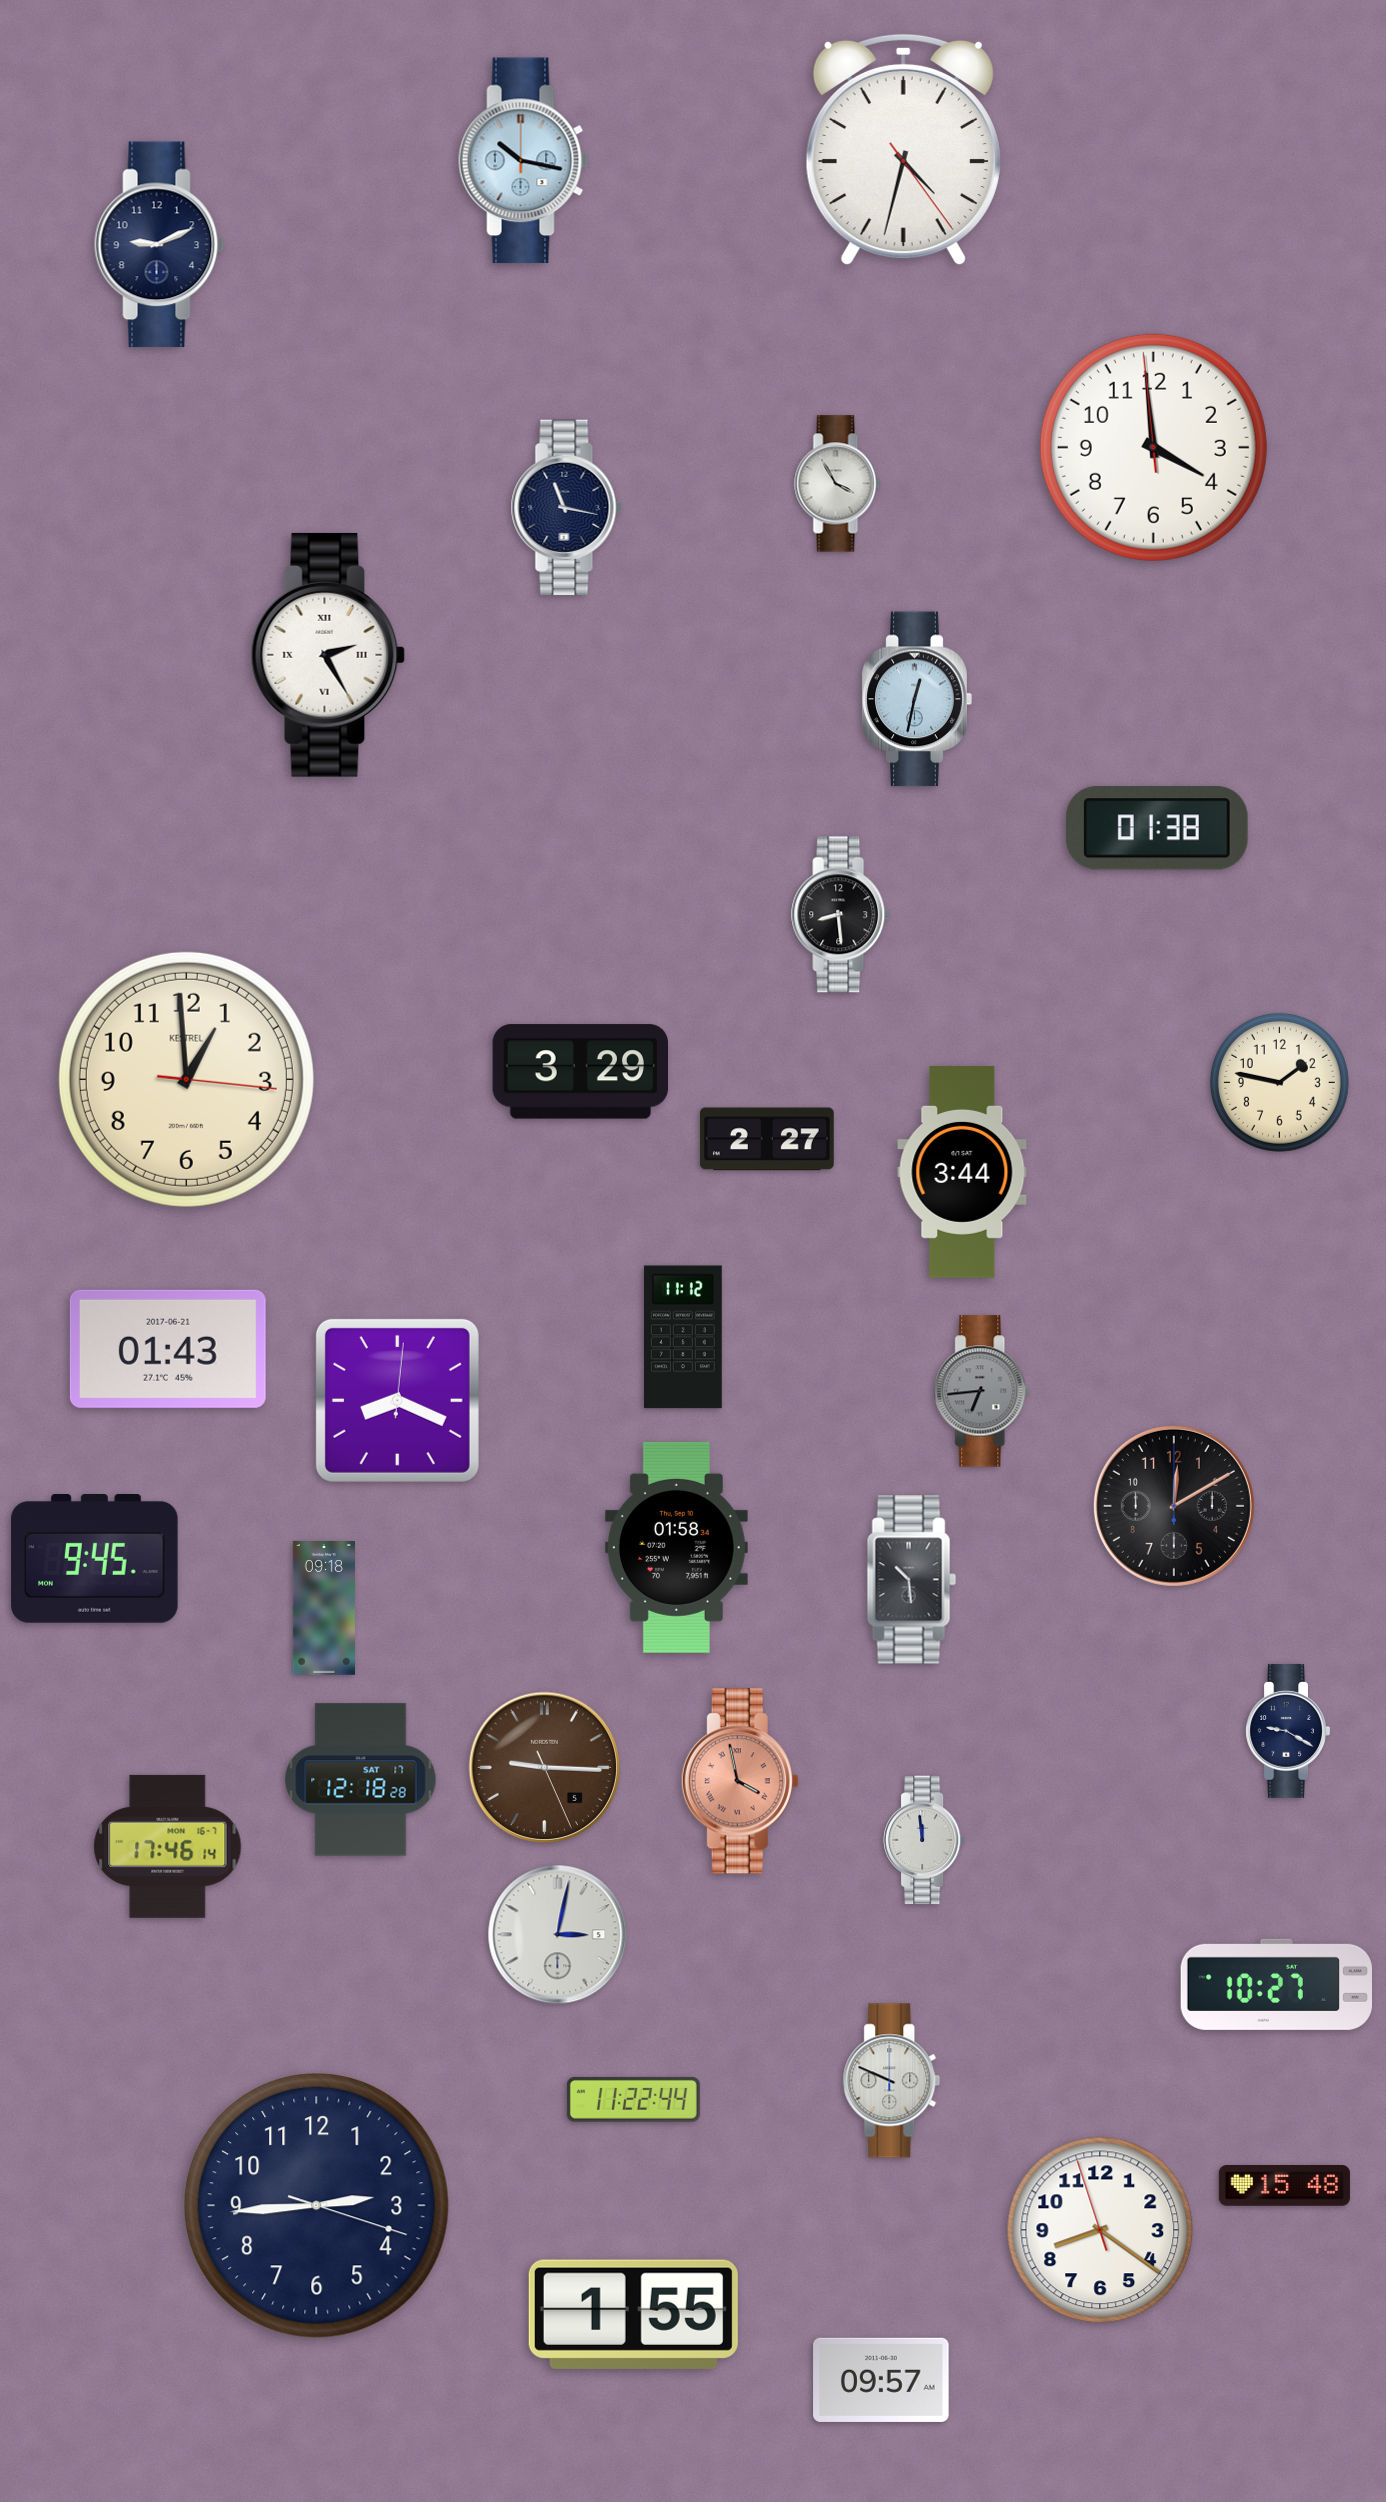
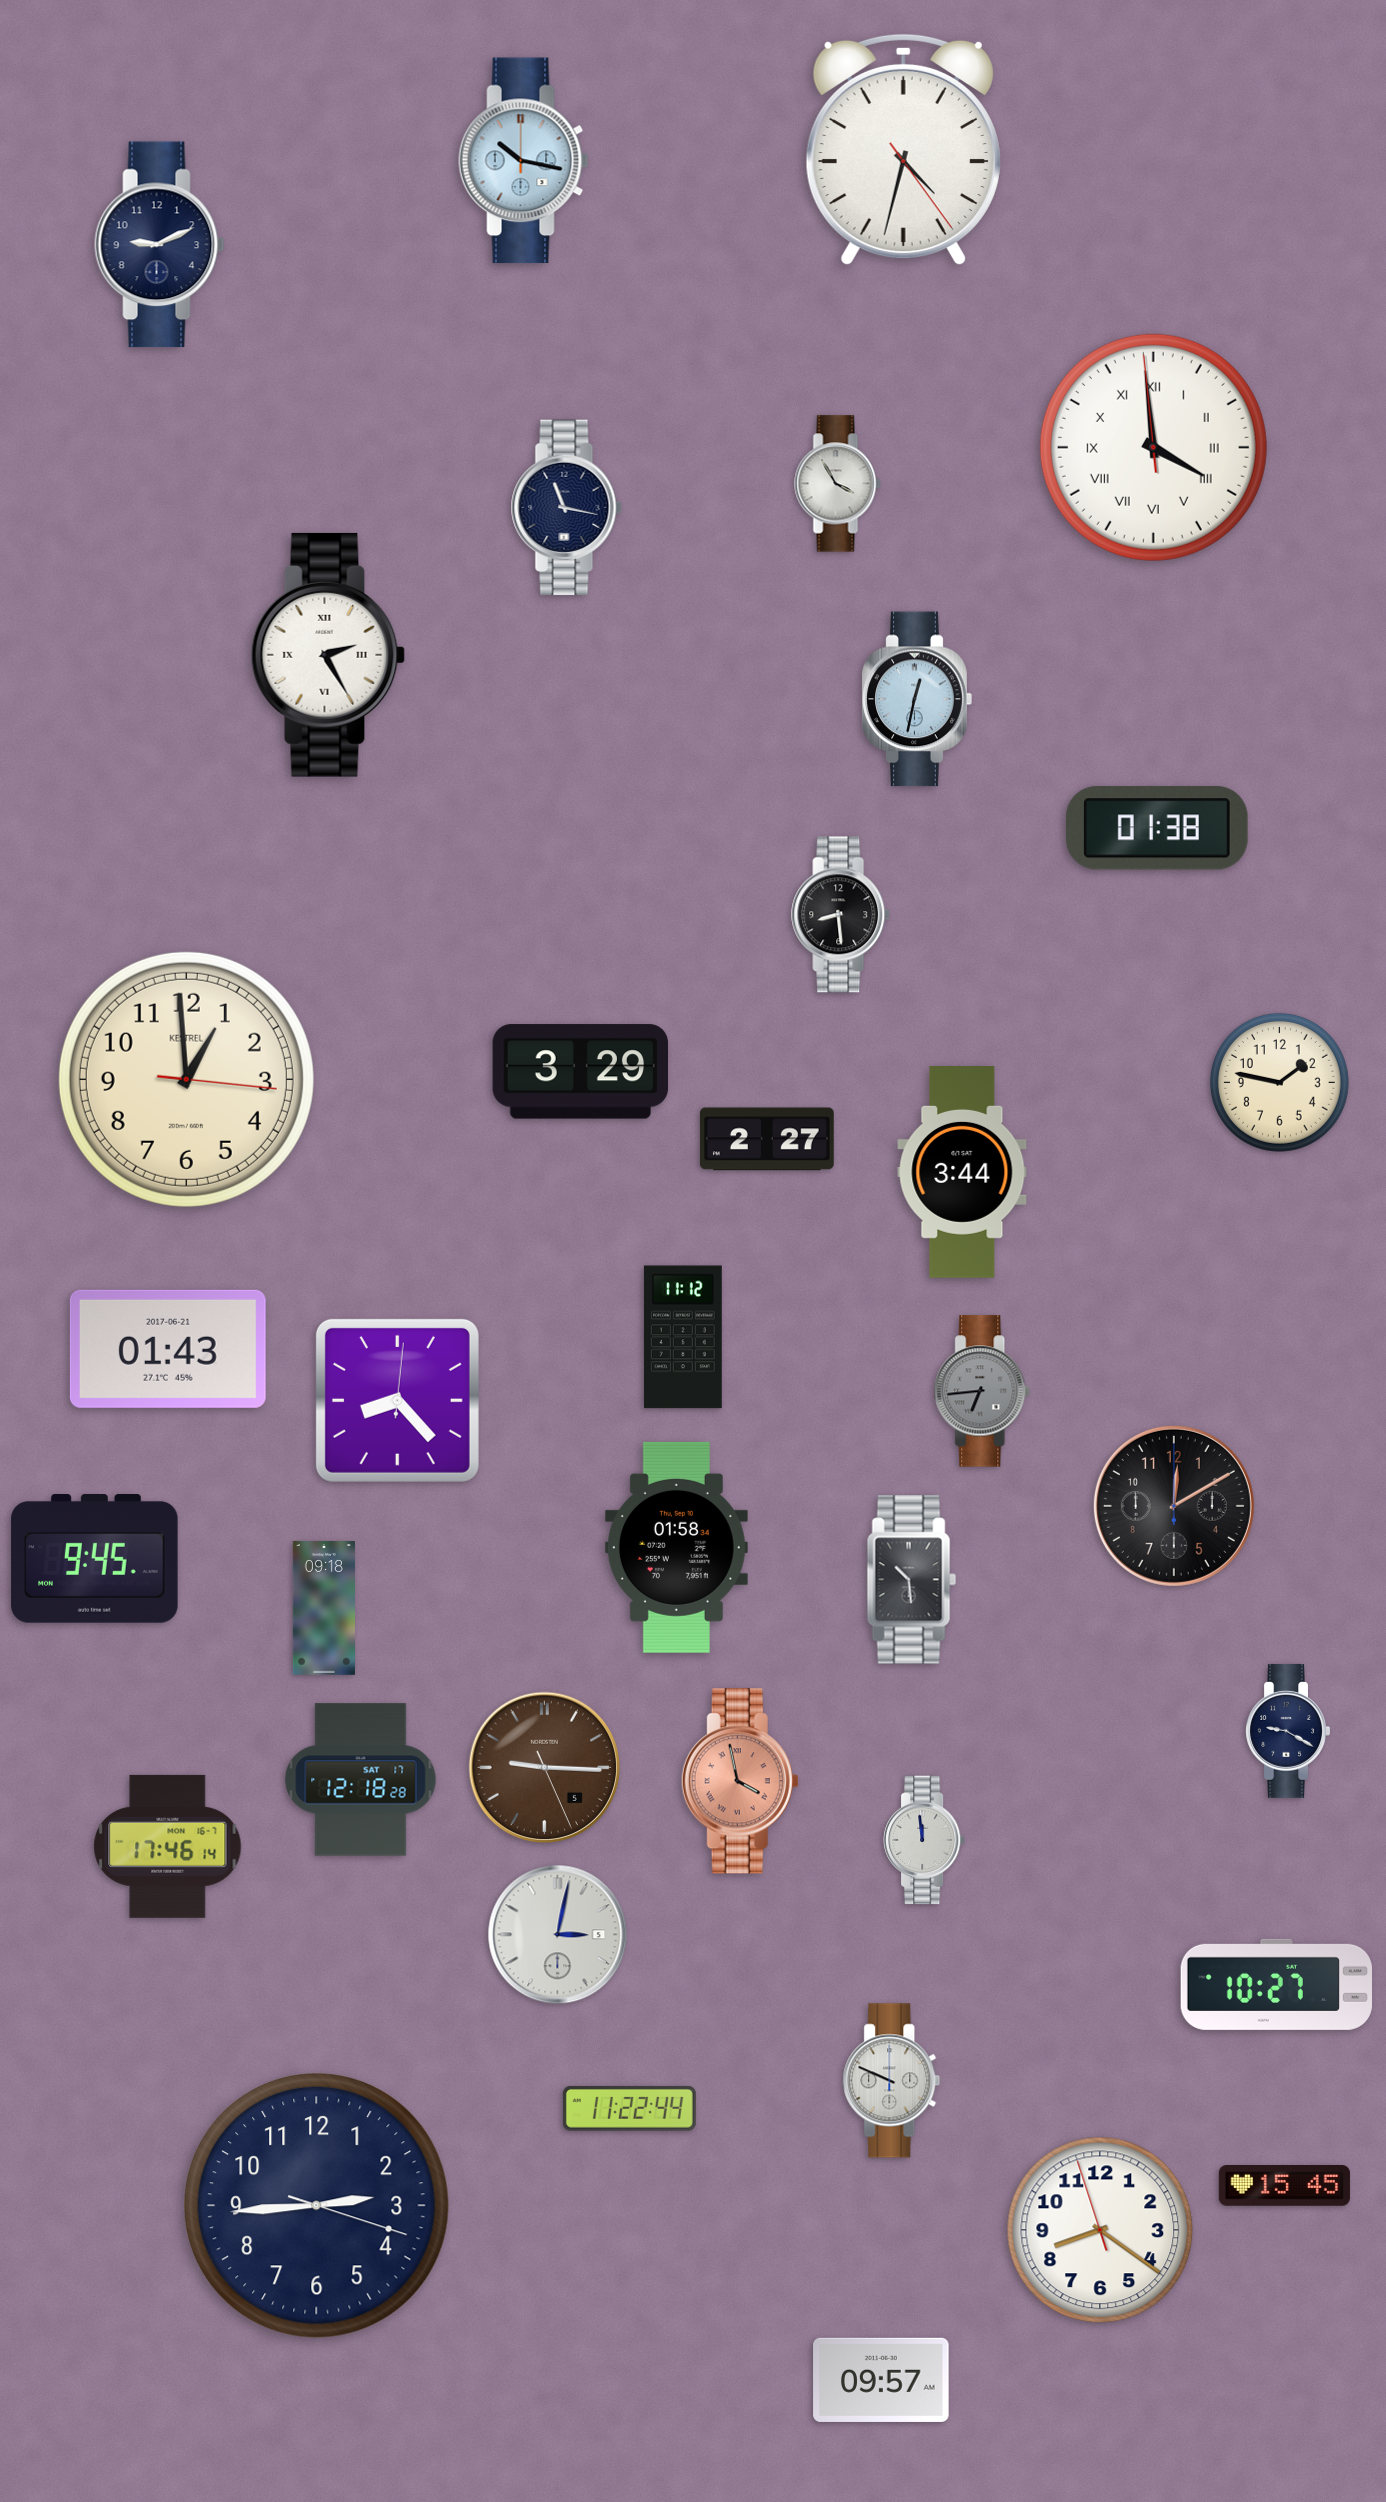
clock at (1153, 447) numerals: Arabic -> Roman
clock at (397, 1400): 8:19 -> 8:23
clock at (633, 2100) position: (633, 2100) -> (629, 2109)
clock at (1284, 2186): 15:48 -> 15:45
clock at (633, 2314): 1:55 -> none
